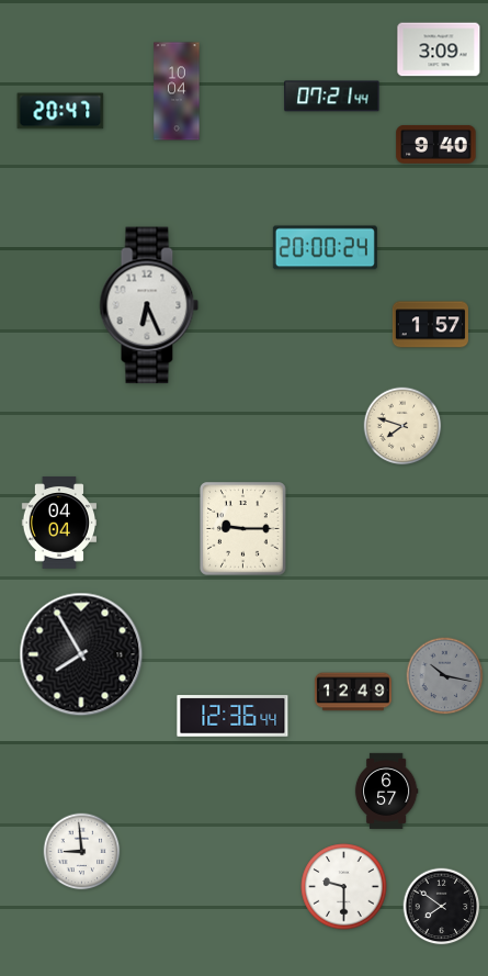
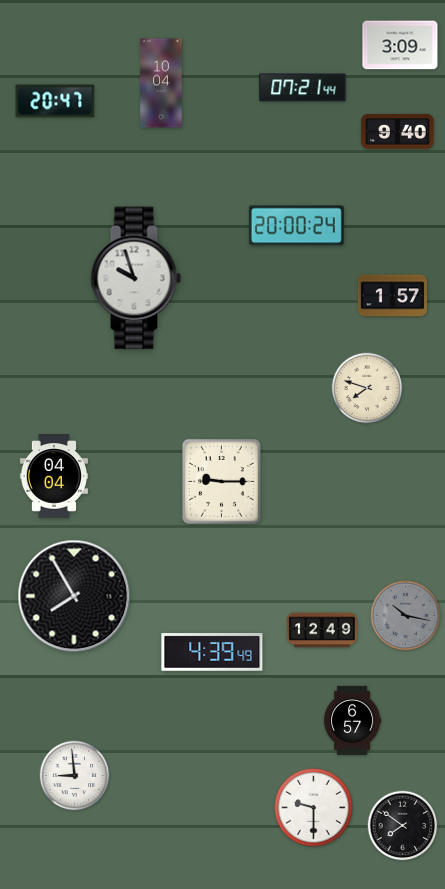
clock at (149, 305): 6:26 -> 9:57
clock at (232, 716): 12:36 -> 4:39
